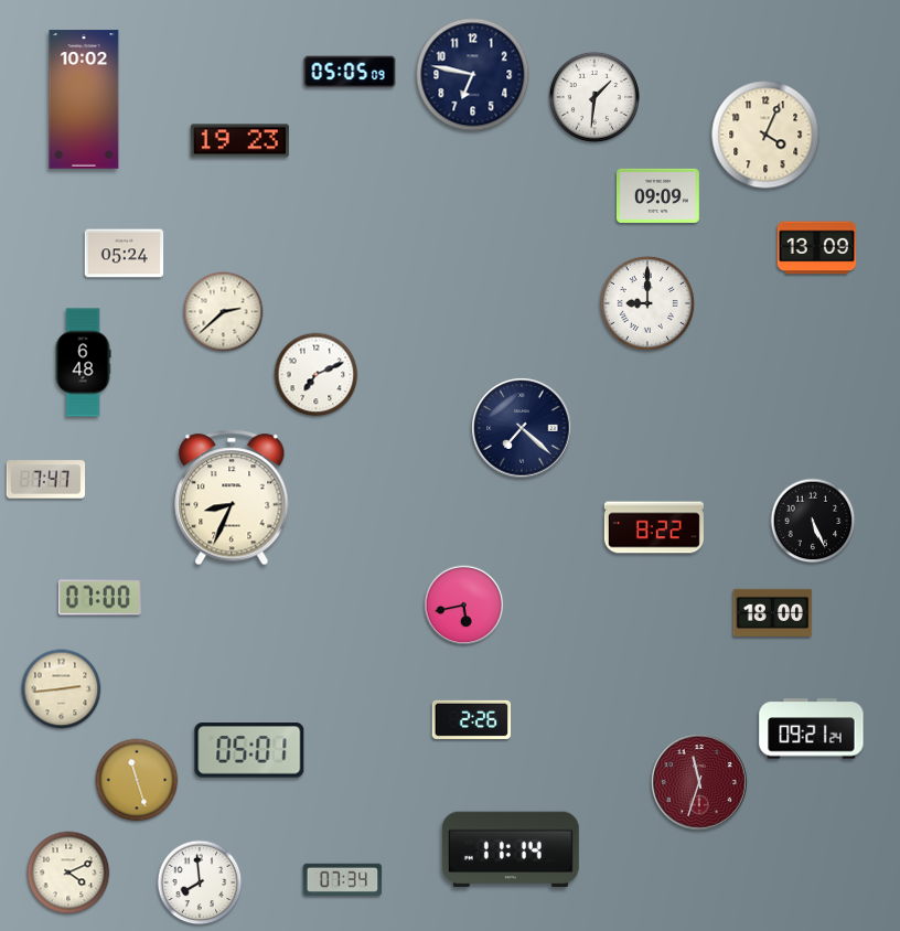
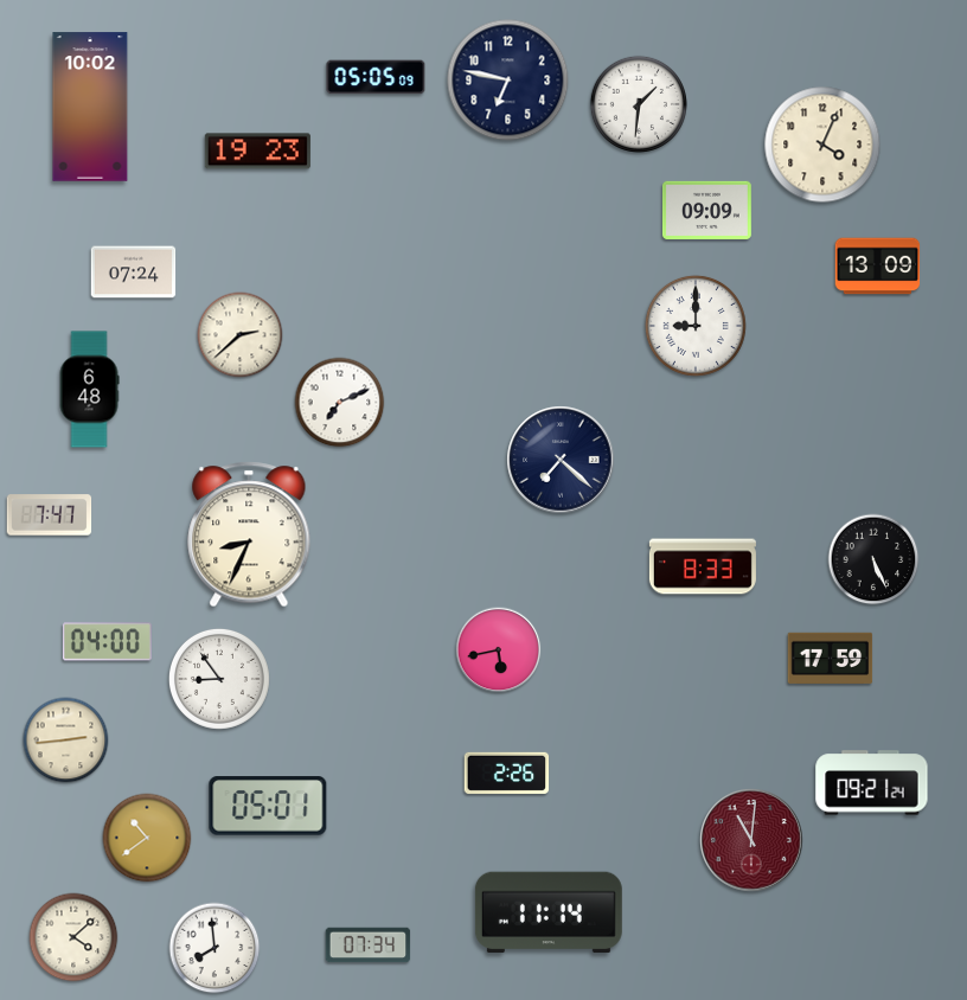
clock at (125, 254): 05:24 -> 07:24
clock at (654, 527): 8:22 -> 8:33
clock at (99, 598): 07:00 -> 04:00
clock at (773, 612): 18:00 -> 17:59
clock at (219, 679): none -> 8:54
clock at (137, 780): 11:27 -> 10:39
clock at (699, 782): 11:33 -> 11:01
clock at (68, 873): 4:11 -> 4:08
